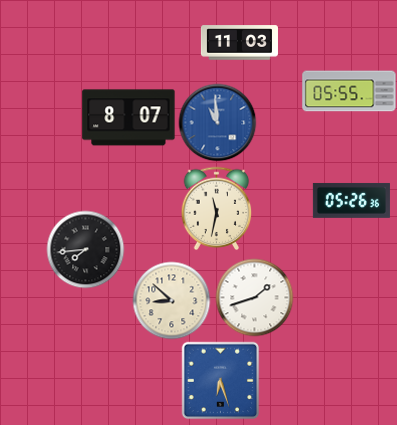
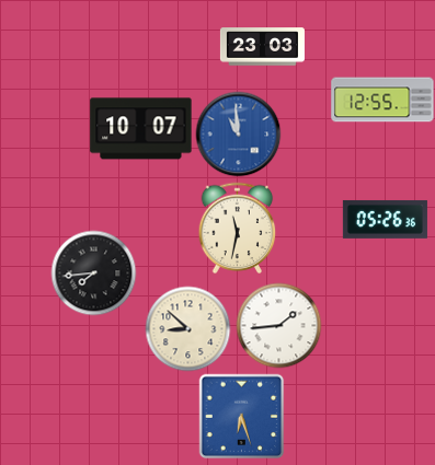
clock at (239, 43): 11:03 -> 23:03
clock at (349, 91): 05:55 -> 12:55
clock at (129, 118): 8:07 -> 10:07
clock at (254, 297): 1:42 -> 1:44
